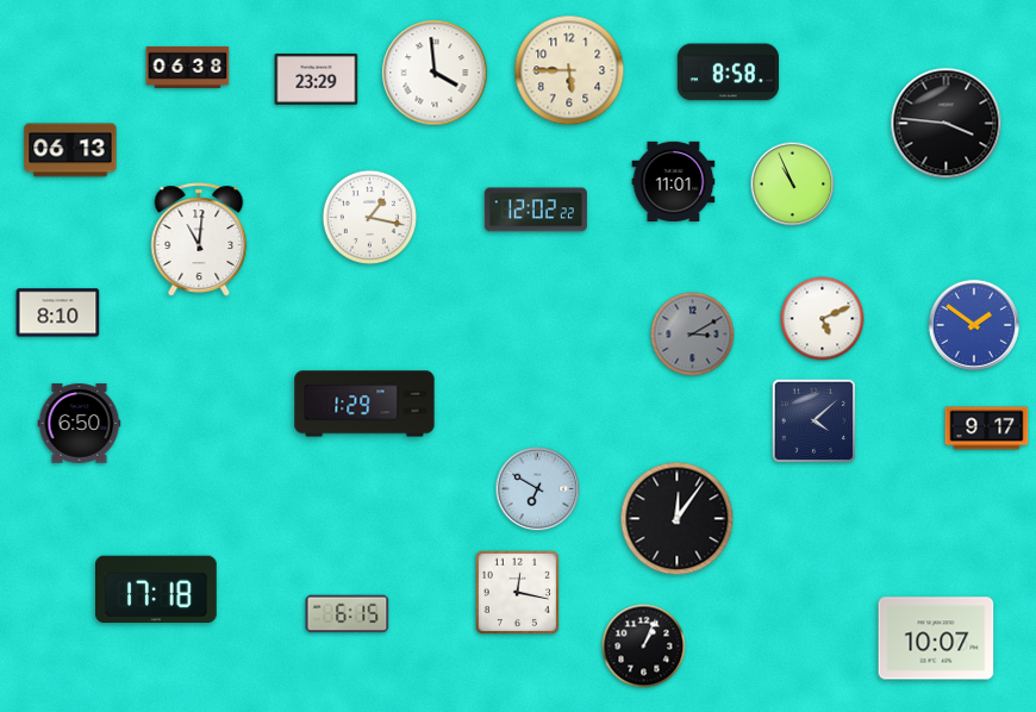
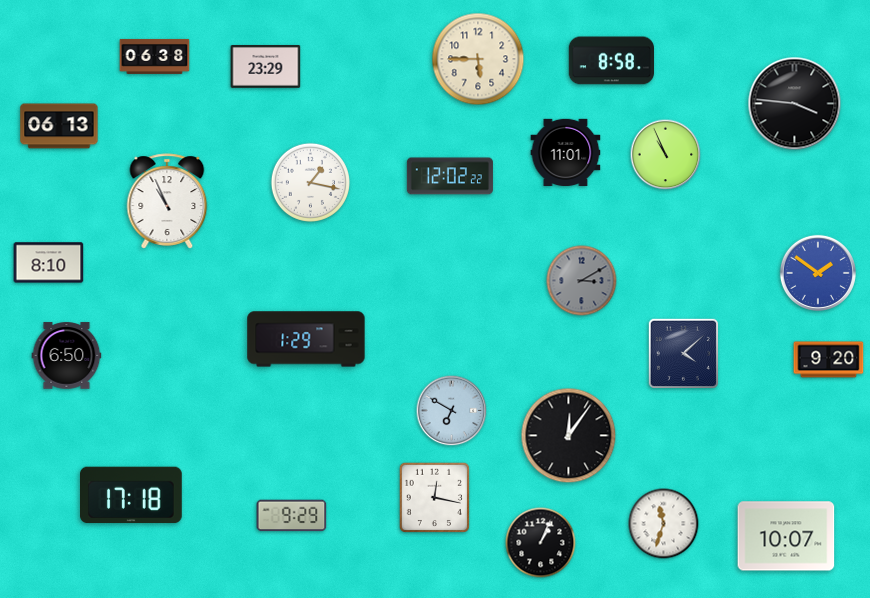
clock at (188, 67) position: (188, 67) -> (155, 56)
clock at (435, 73): 3:59 -> none
clock at (199, 239): 11:01 -> 10:56
clock at (823, 319): 5:11 -> none
clock at (987, 429): 9:17 -> 9:20
clock at (348, 614): 6:15 -> 9:29
clock at (664, 524): none -> 11:33
